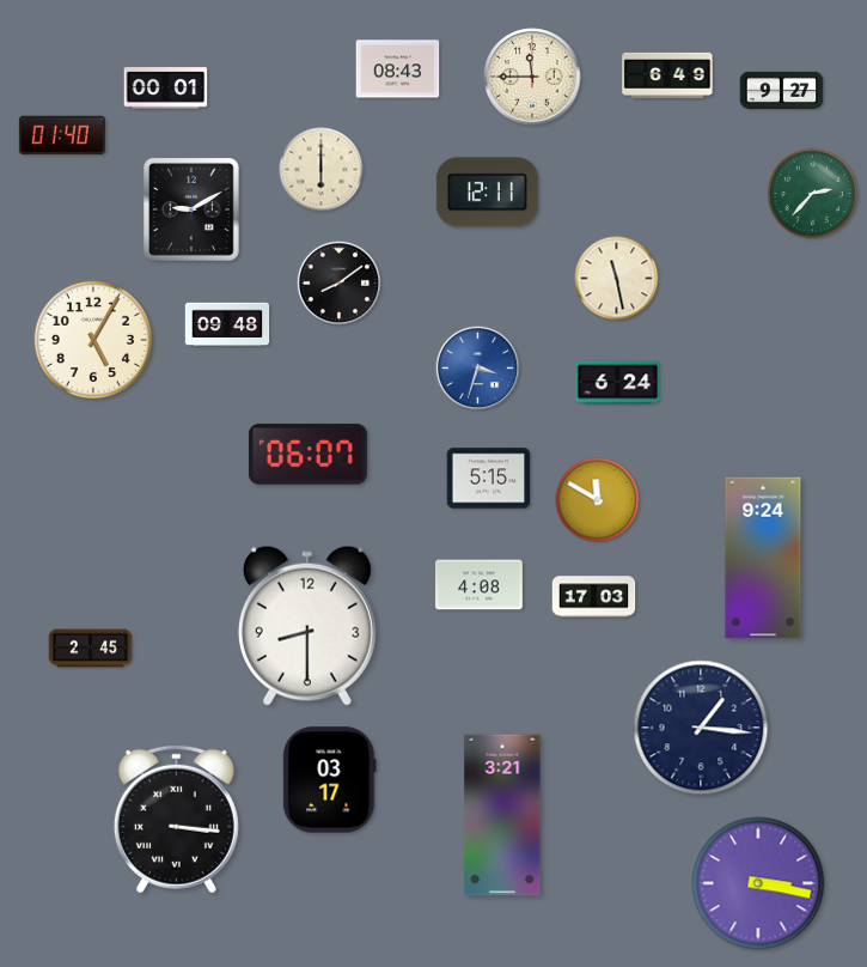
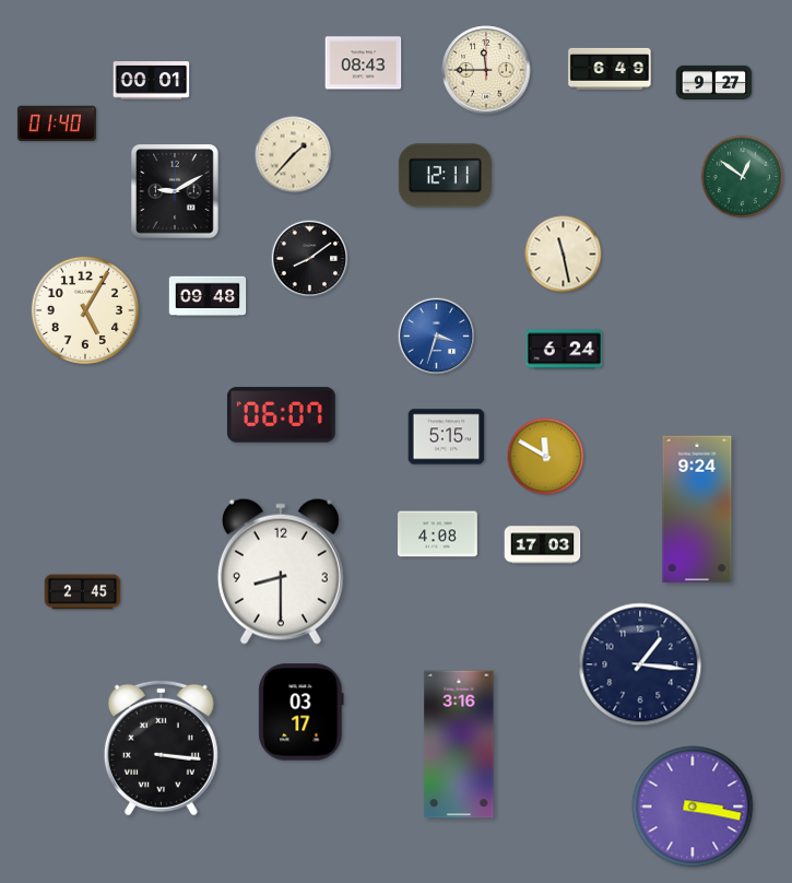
clock at (322, 170): 6:00 -> 1:37
clock at (813, 194): 2:37 -> 12:51
clock at (502, 815): 3:21 -> 3:16
